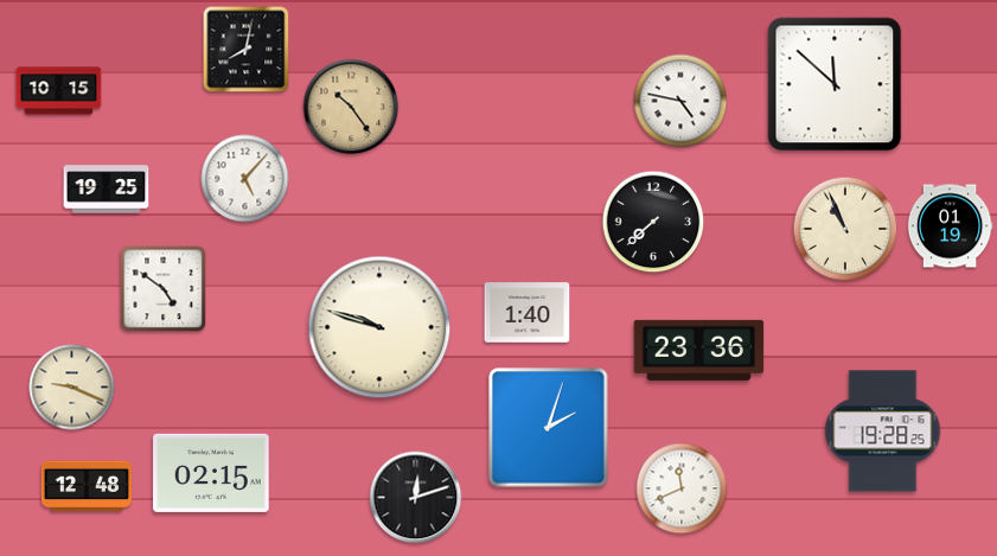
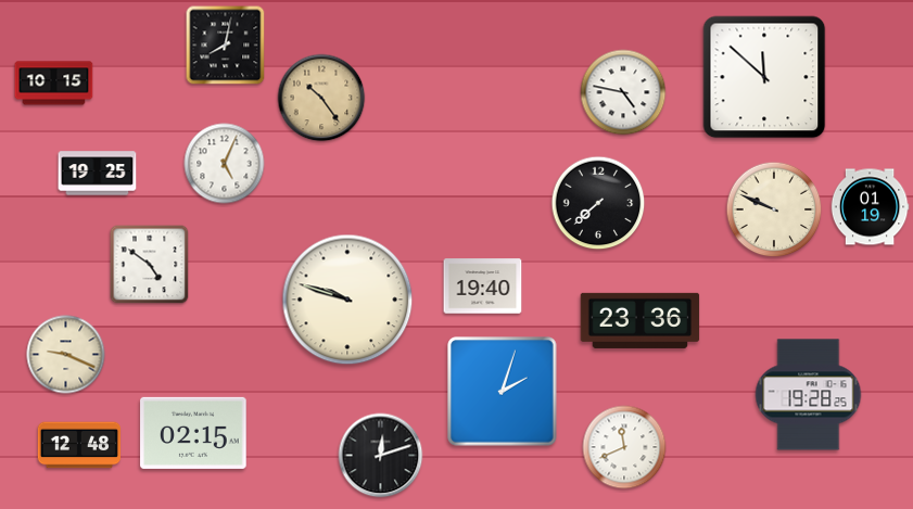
clock at (245, 179): 5:07 -> 5:04
clock at (845, 229): 10:56 -> 9:49
clock at (528, 313): 1:40 -> 19:40
